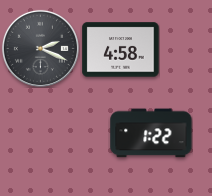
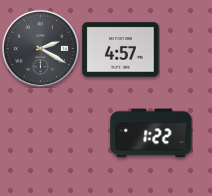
clock at (40, 48): 2:19 -> 2:20
clock at (121, 50): 4:58 -> 4:57
